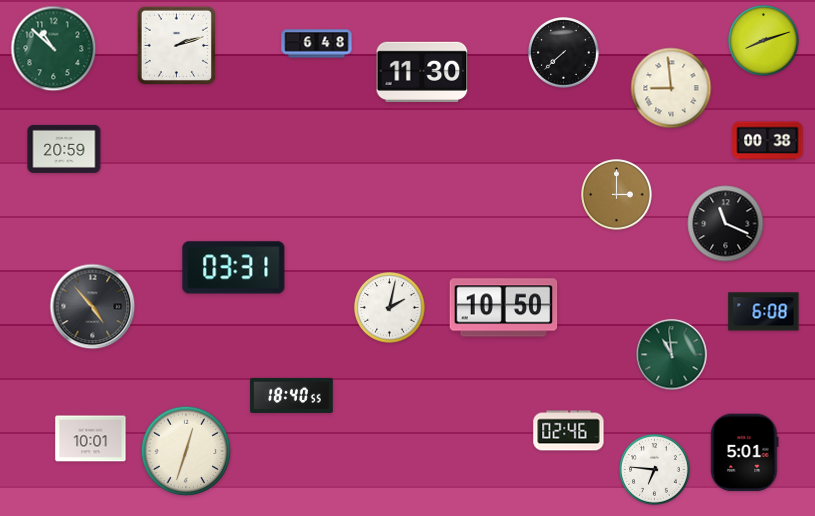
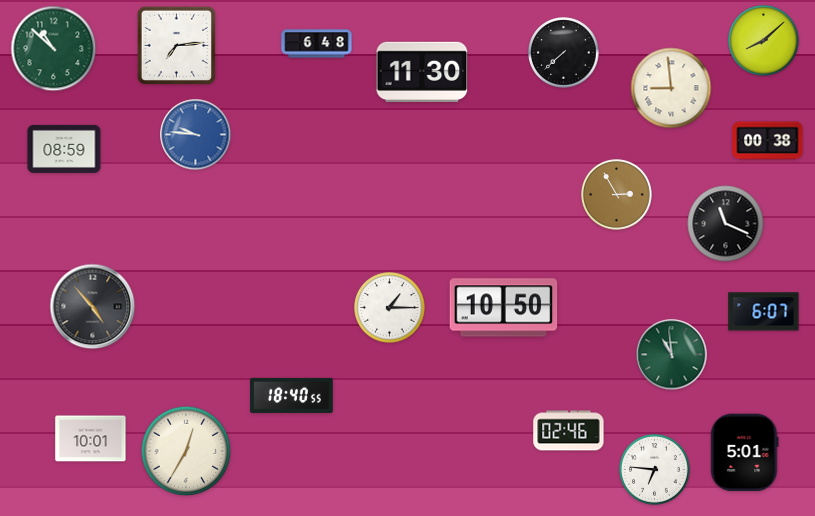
clock at (764, 41): 8:12 -> 8:08
clock at (176, 45): 2:12 -> 7:14
clock at (196, 135): none -> 9:46
clock at (64, 149): 20:59 -> 08:59
clock at (617, 195): 3:00 -> 2:55
clock at (234, 268): 03:31 -> none
clock at (390, 308): 2:02 -> 1:15
clock at (764, 312): 6:08 -> 6:07
clock at (186, 451): 12:33 -> 12:35
